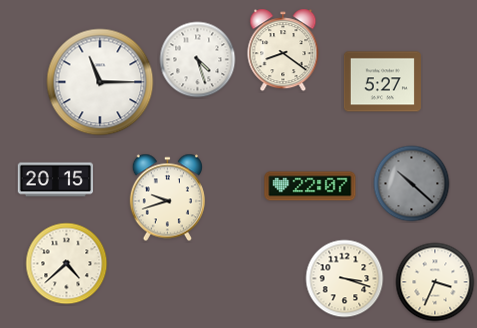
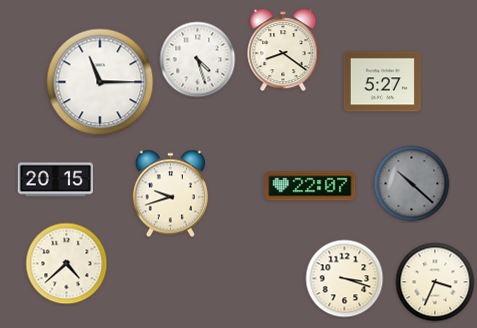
clock at (167, 198) position: (167, 198) -> (170, 194)
